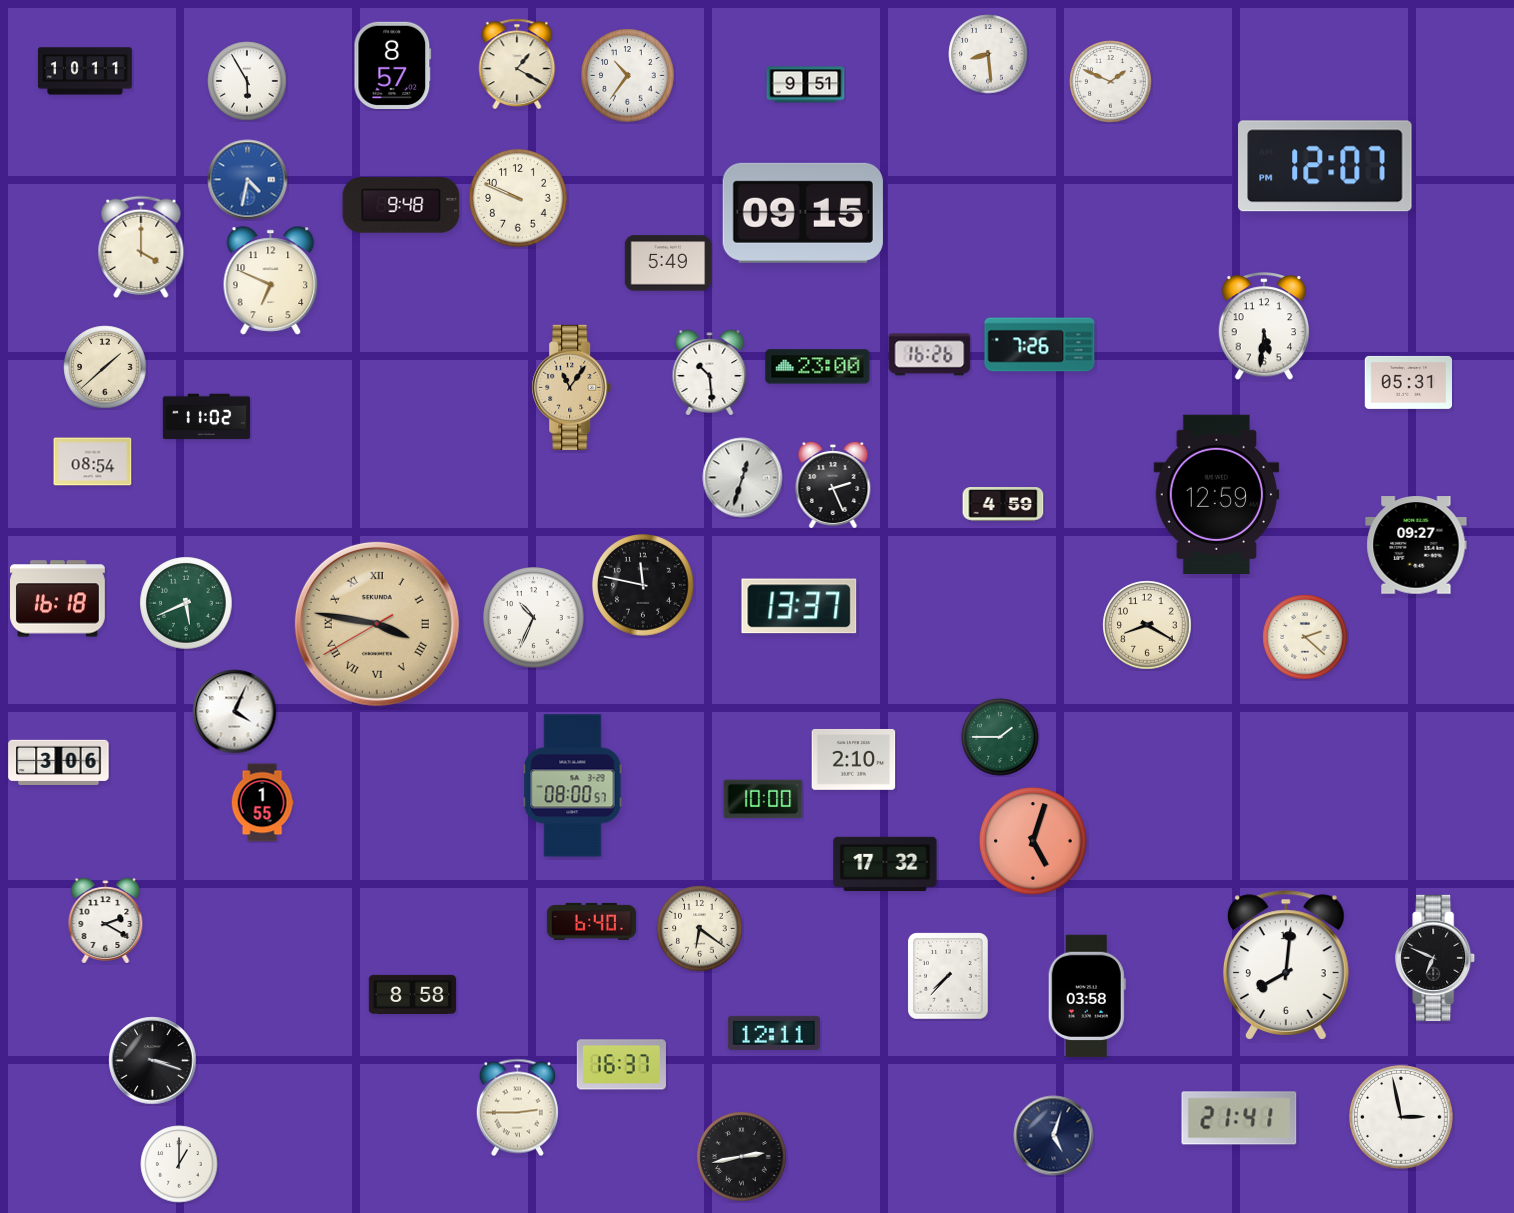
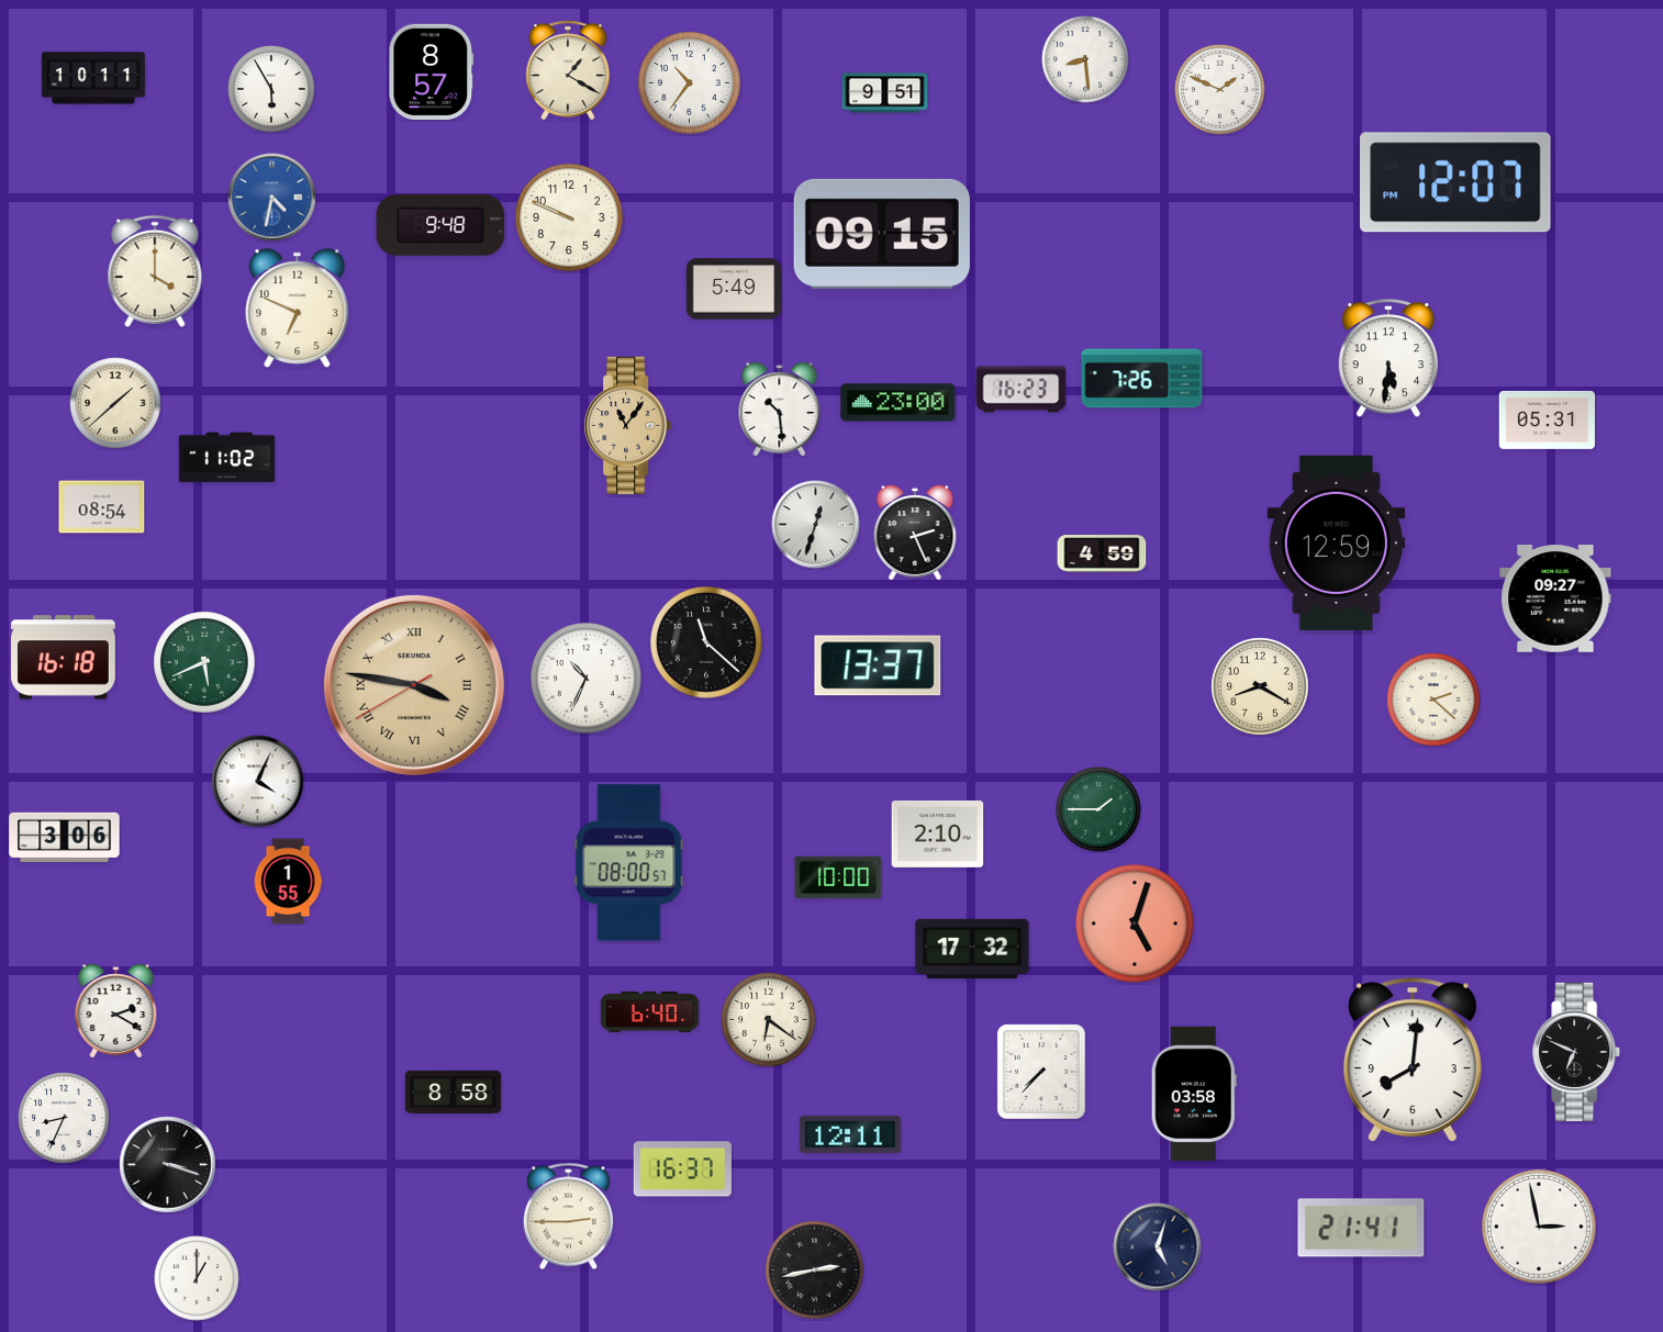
clock at (930, 355): 16:26 -> 16:23
clock at (644, 586): 11:47 -> 11:22
clock at (64, 1118): none -> 8:34
